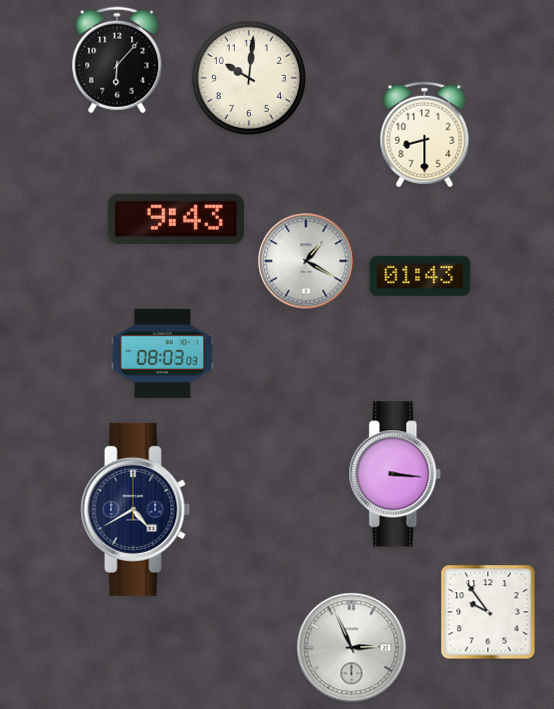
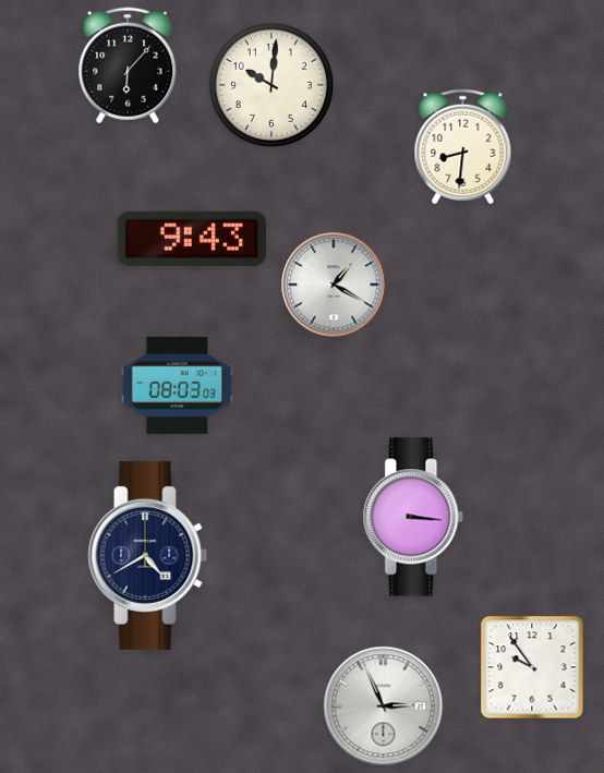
clock at (425, 135): 8:30 -> 8:31
clock at (420, 276): 01:43 -> none
clock at (395, 474) position: (395, 474) -> (413, 517)
